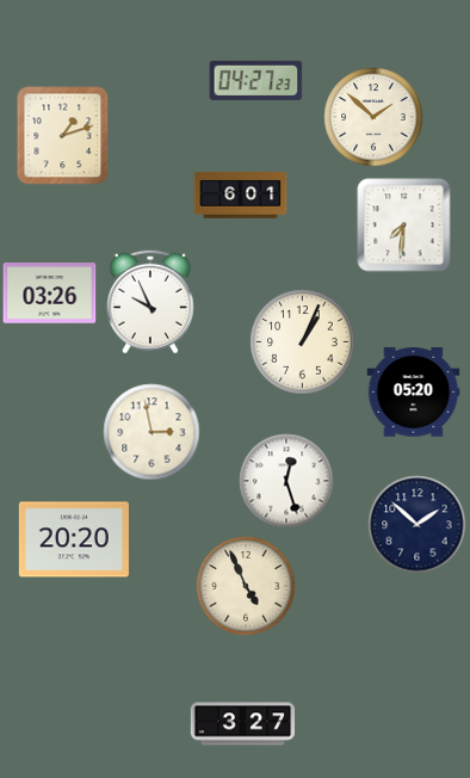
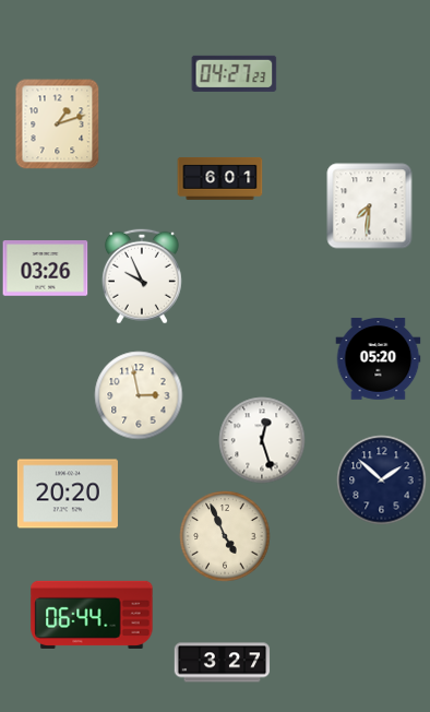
clock at (373, 117): 1:52 -> none
clock at (150, 302) position: (150, 302) -> (142, 276)
clock at (302, 341): 1:04 -> none
clock at (92, 615): none -> 06:44
